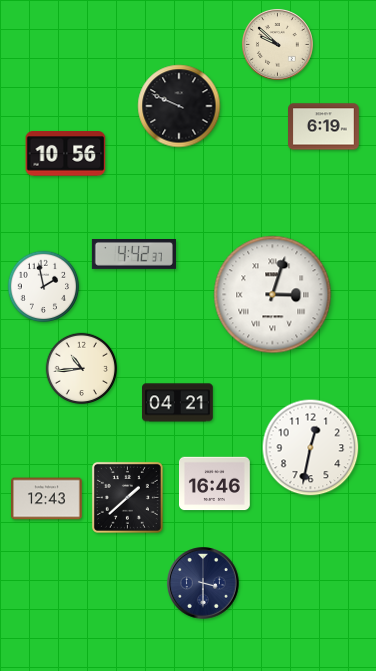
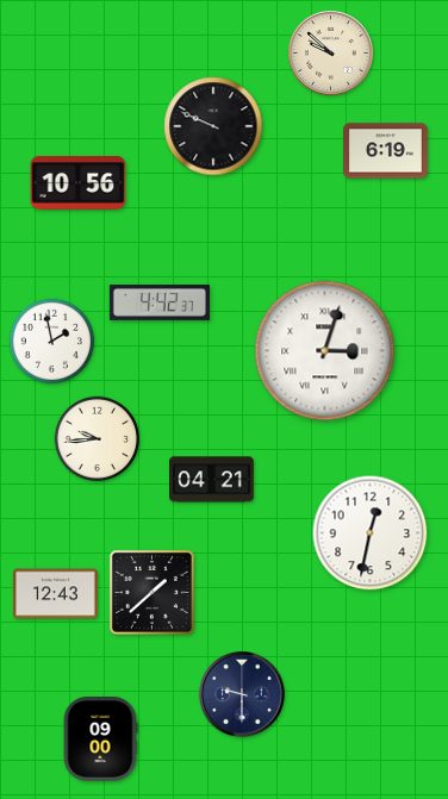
clock at (82, 369): 10:44 -> 9:44
clock at (215, 484): 16:46 -> none
clock at (203, 583): 3:30 -> 9:30
clock at (100, 739): none -> 09:00
